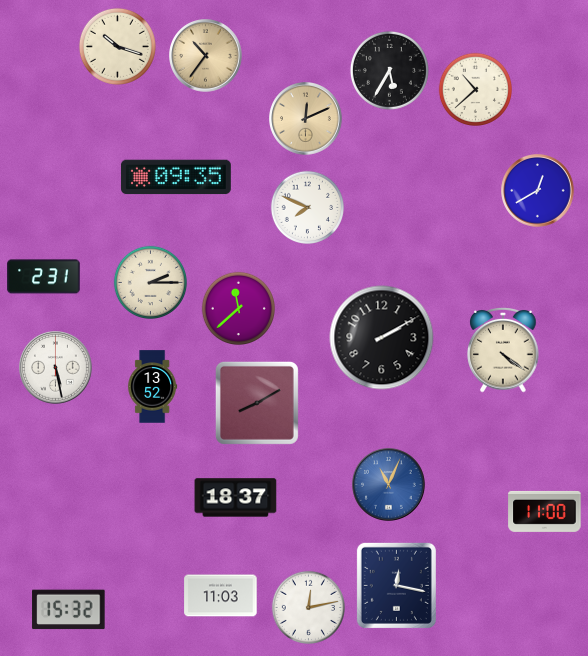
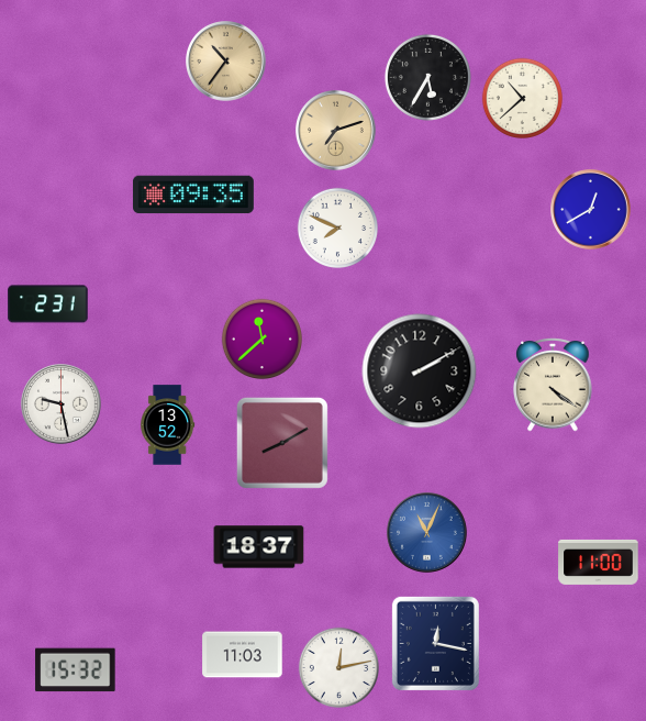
clock at (117, 46): 10:18 -> none
clock at (306, 119): 12:11 -> 7:12
clock at (150, 282): 2:15 -> none
clock at (56, 368): 5:28 -> 9:28
